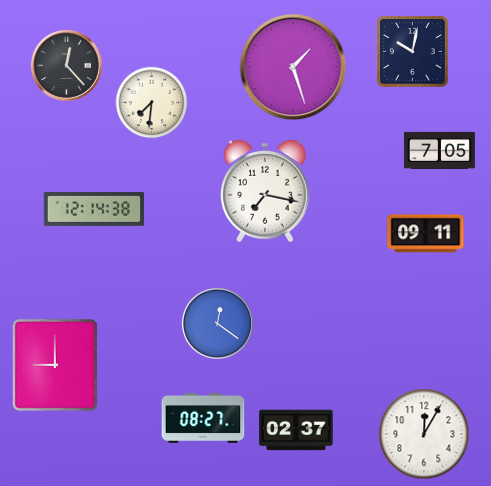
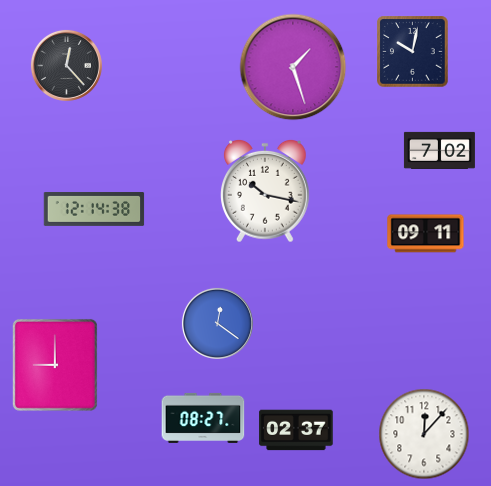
clock at (152, 103): 7:31 -> none
clock at (439, 150): 7:05 -> 7:02
clock at (266, 191): 7:17 -> 10:17
clock at (424, 434): 12:05 -> 12:07
